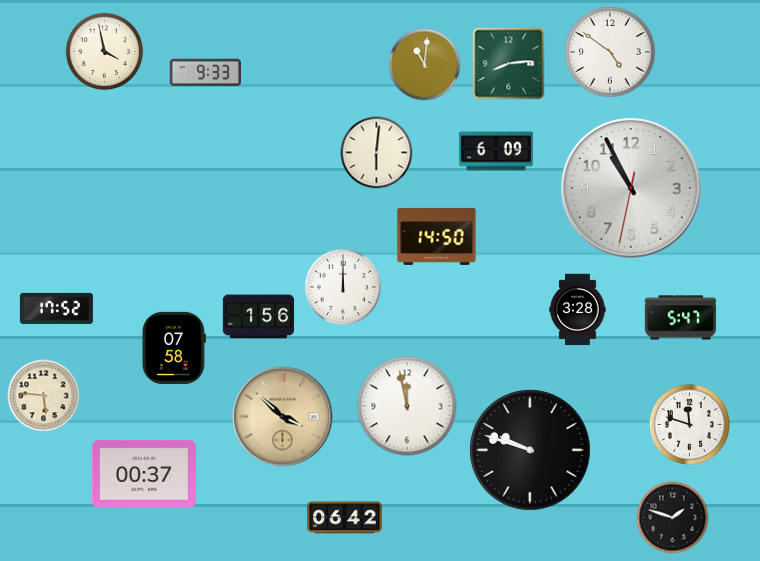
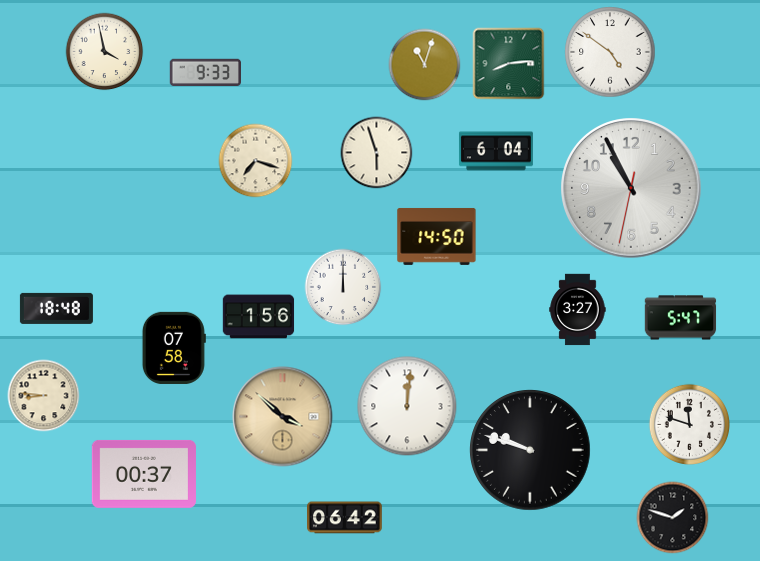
clock at (425, 65): 11:01 -> 11:03
clock at (496, 151): 6:09 -> 6:04
clock at (377, 153): 6:01 -> 5:57
clock at (256, 161): none -> 7:18
clock at (56, 308): 17:52 -> 18:48
clock at (578, 310): 3:28 -> 3:27
clock at (44, 396): 5:46 -> 8:46
clock at (407, 406): 11:58 -> 12:01
